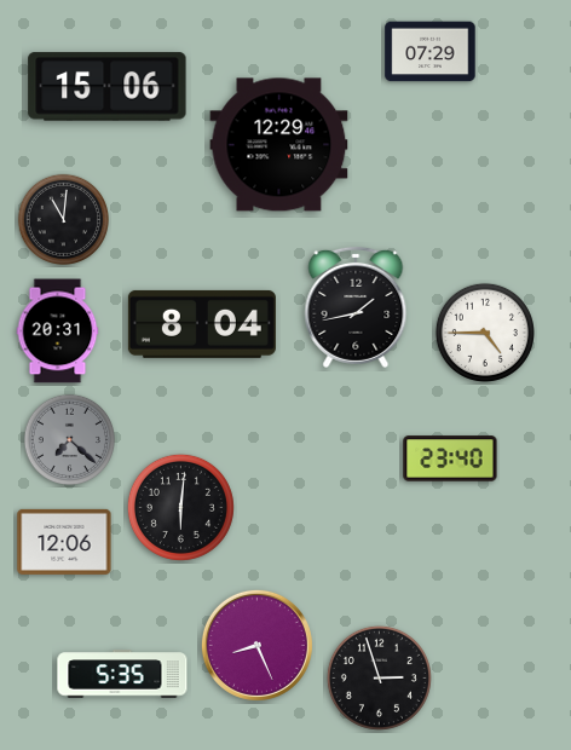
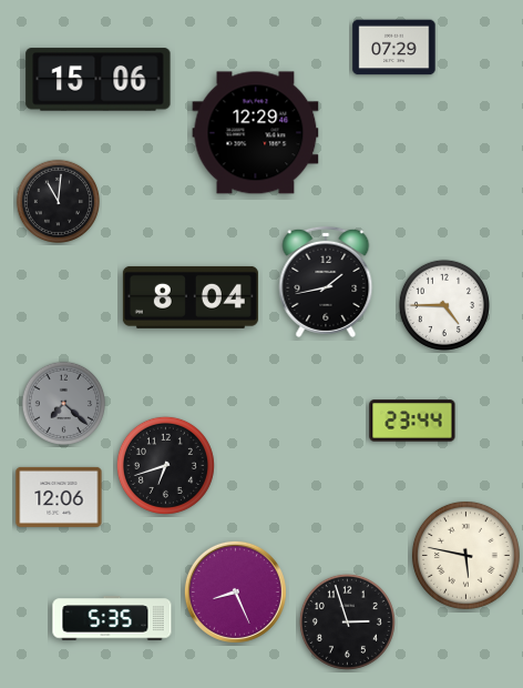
clock at (202, 324) position: (202, 324) -> (191, 297)
clock at (58, 331): 20:31 -> none
clock at (450, 458): 23:40 -> 23:44
clock at (180, 507): 6:01 -> 6:42
clock at (465, 555): none -> 5:47
